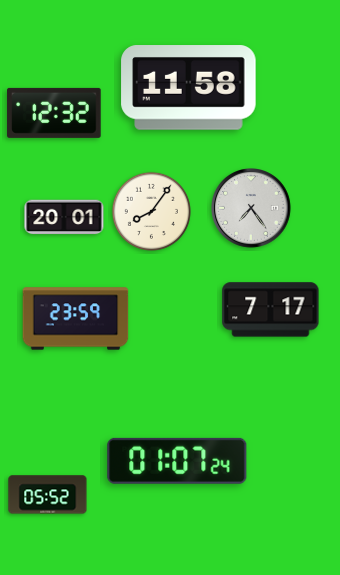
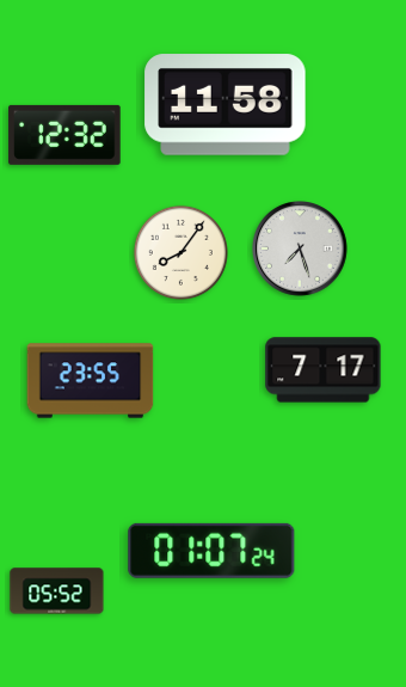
clock at (252, 209): 7:24 -> 7:27
clock at (64, 217): 20:01 -> none
clock at (76, 319): 23:59 -> 23:55
